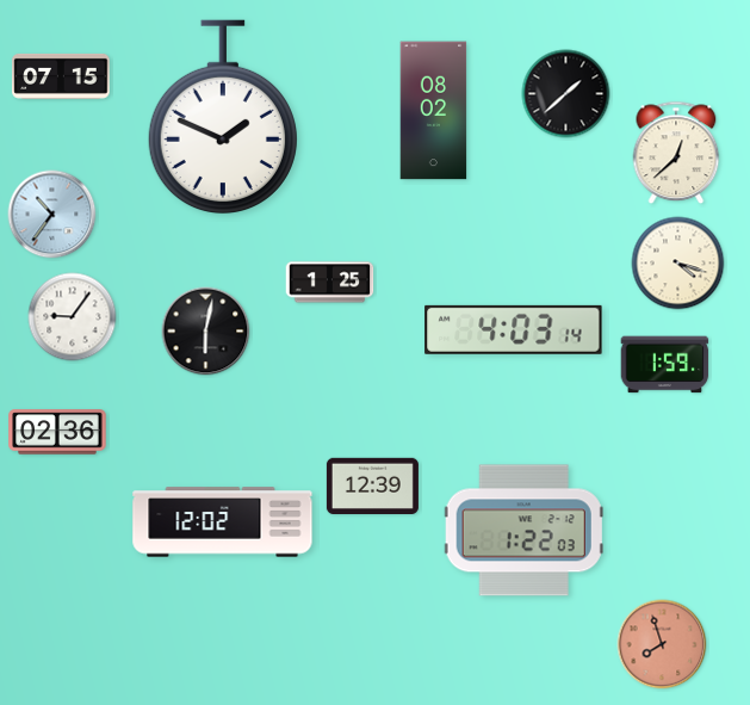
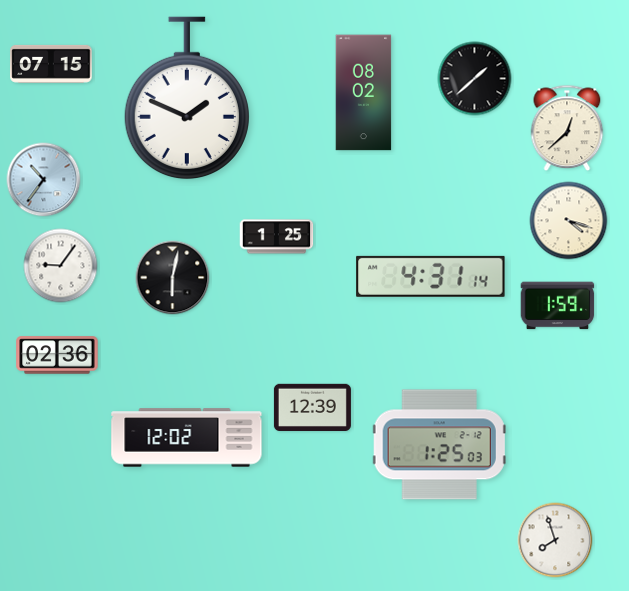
clock at (514, 329): 4:03 -> 4:31
clock at (57, 432) position: (57, 432) -> (57, 355)
clock at (523, 531): 1:22 -> 1:25
clock at (662, 644) dial: salmon -> white
